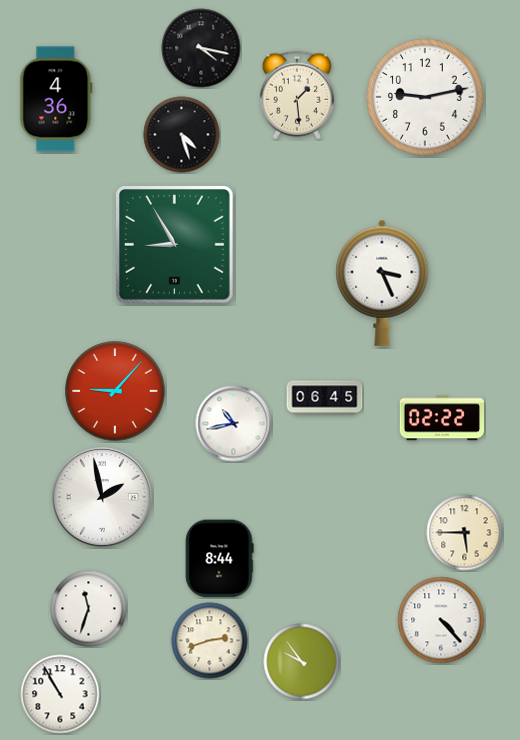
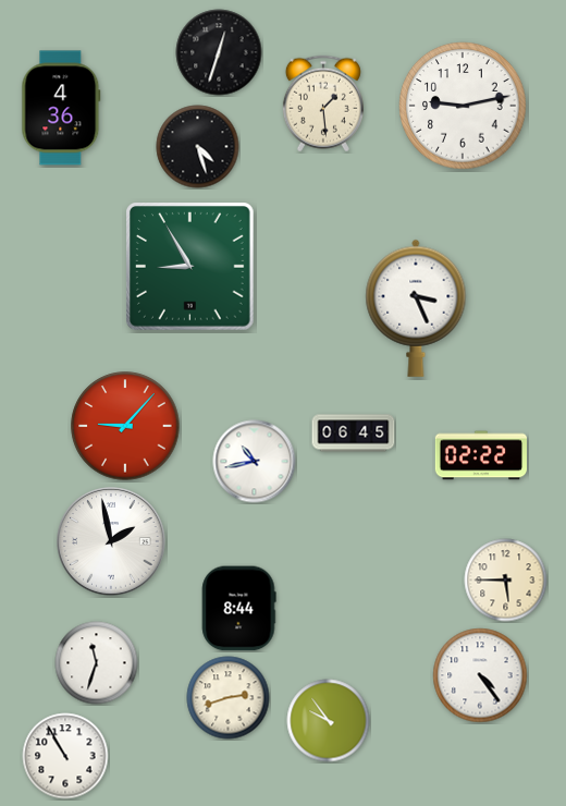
clock at (201, 48): 4:17 -> 12:33
clock at (441, 620): 4:23 -> 4:24
